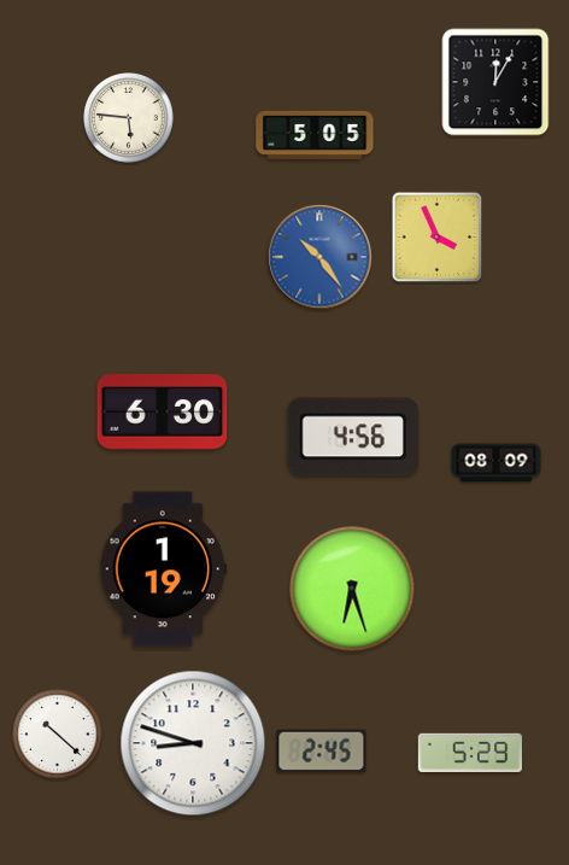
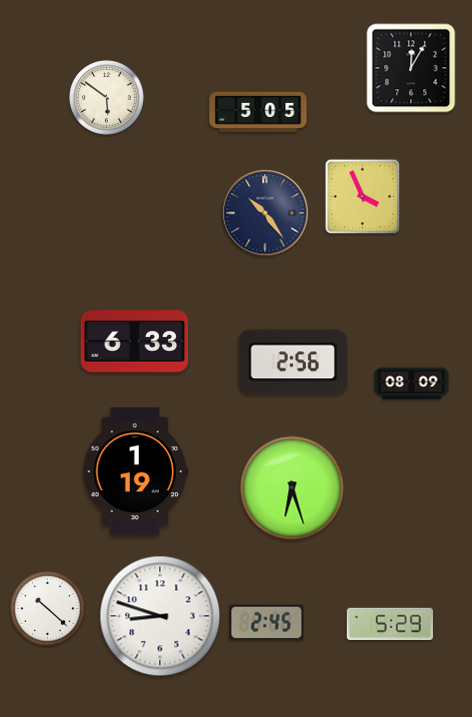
clock at (129, 118): 5:46 -> 5:51
clock at (315, 135) position: (315, 135) -> (258, 112)
clock at (319, 257) dial: blue -> navy
clock at (163, 413): 6:30 -> 6:33
clock at (353, 437): 4:56 -> 2:56
